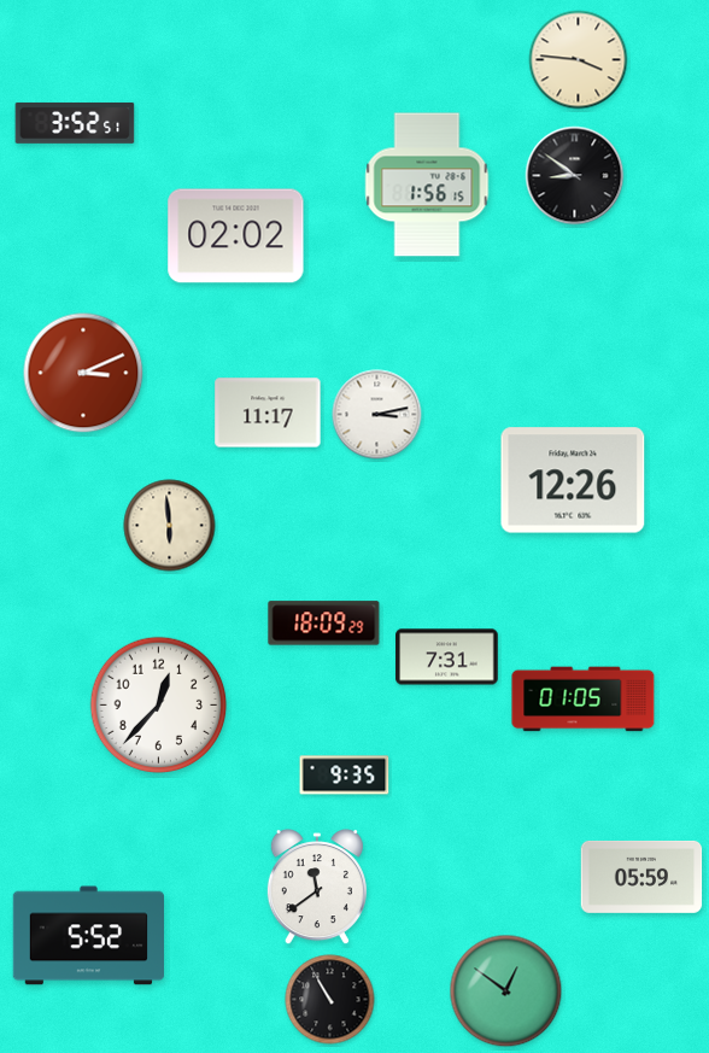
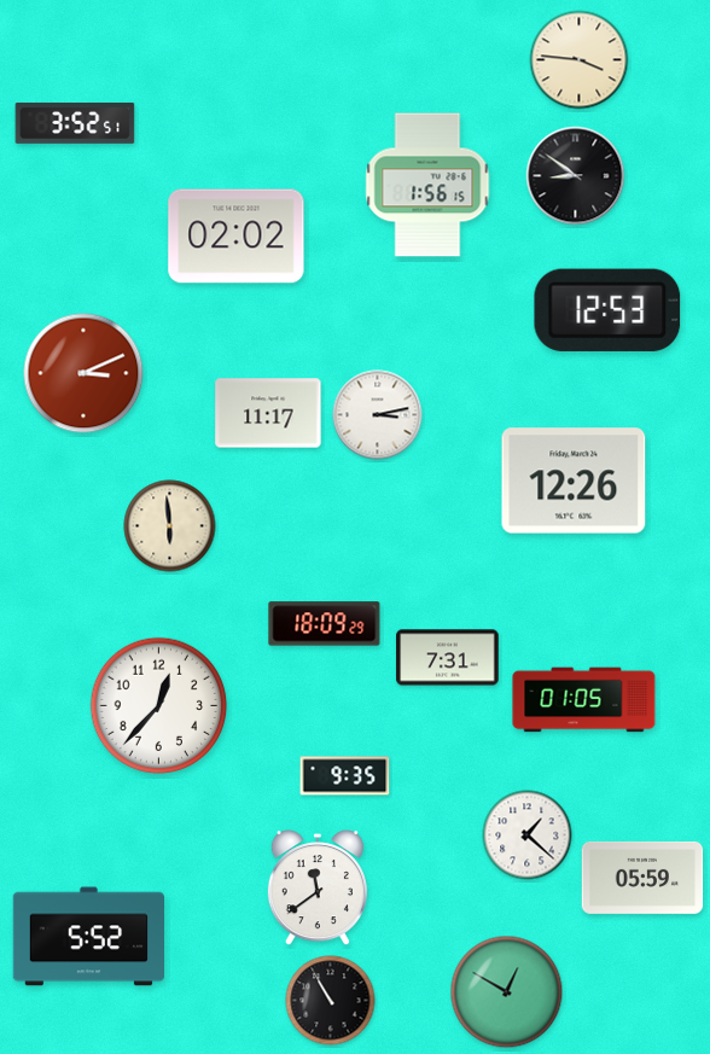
clock at (607, 310): none -> 12:53
clock at (528, 835): none -> 1:22
clock at (506, 991): 12:51 -> 12:50
